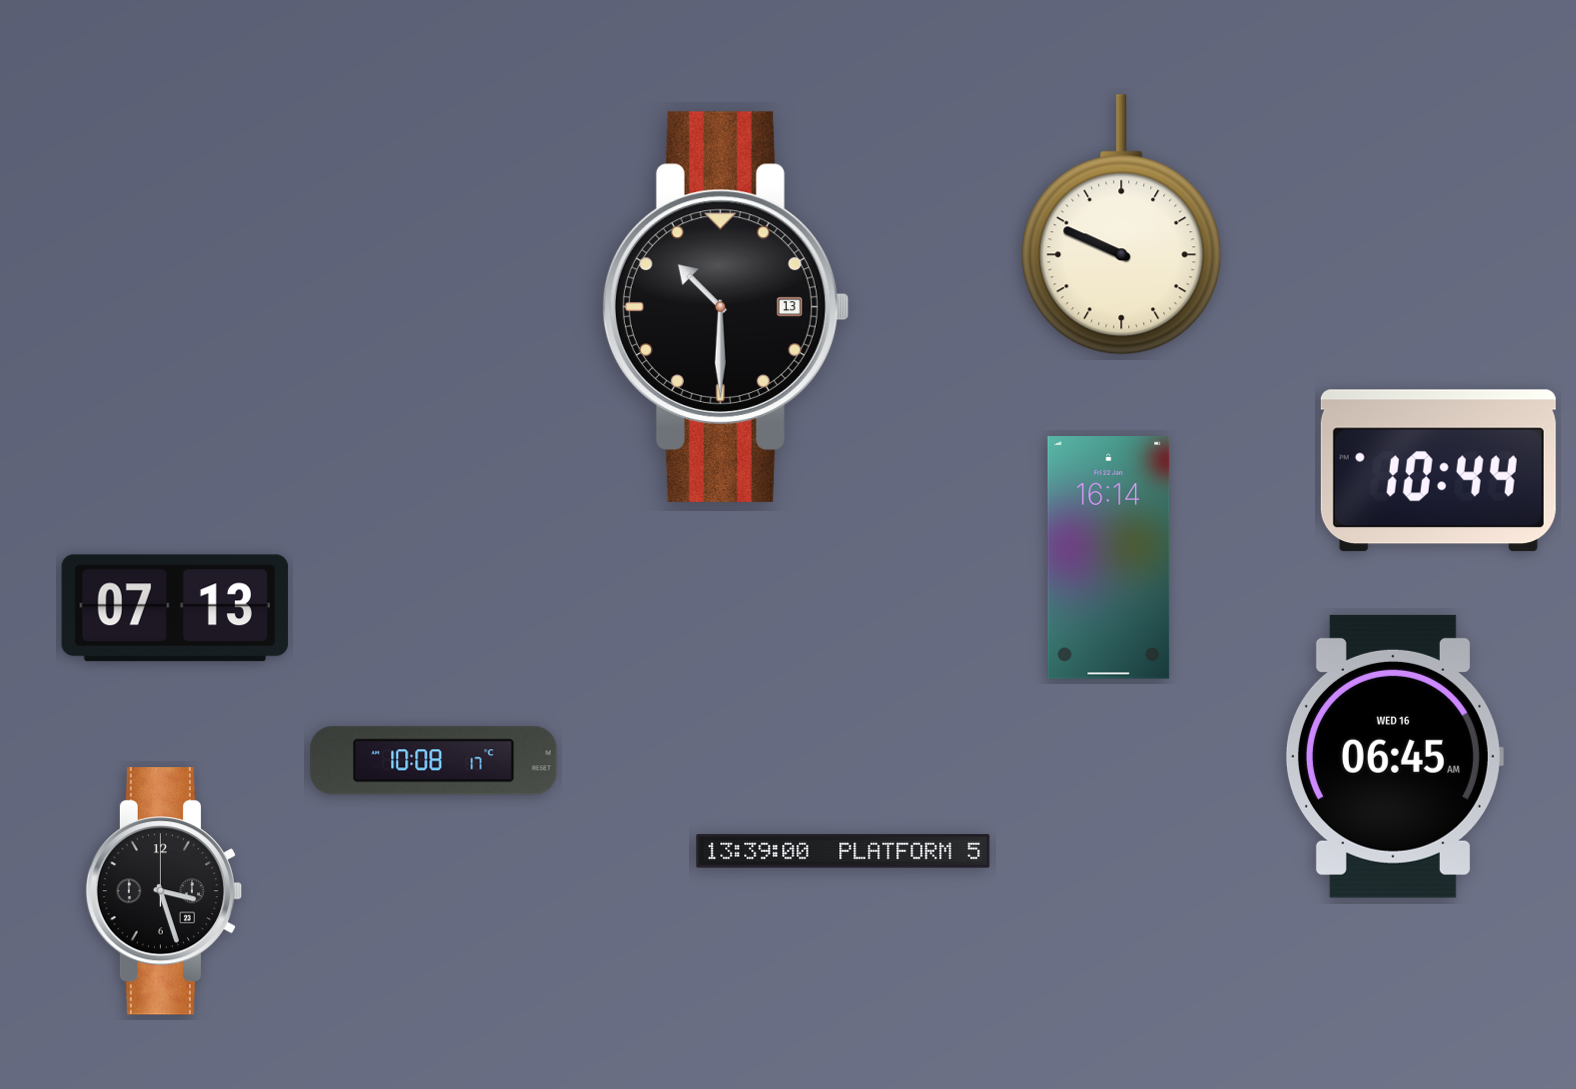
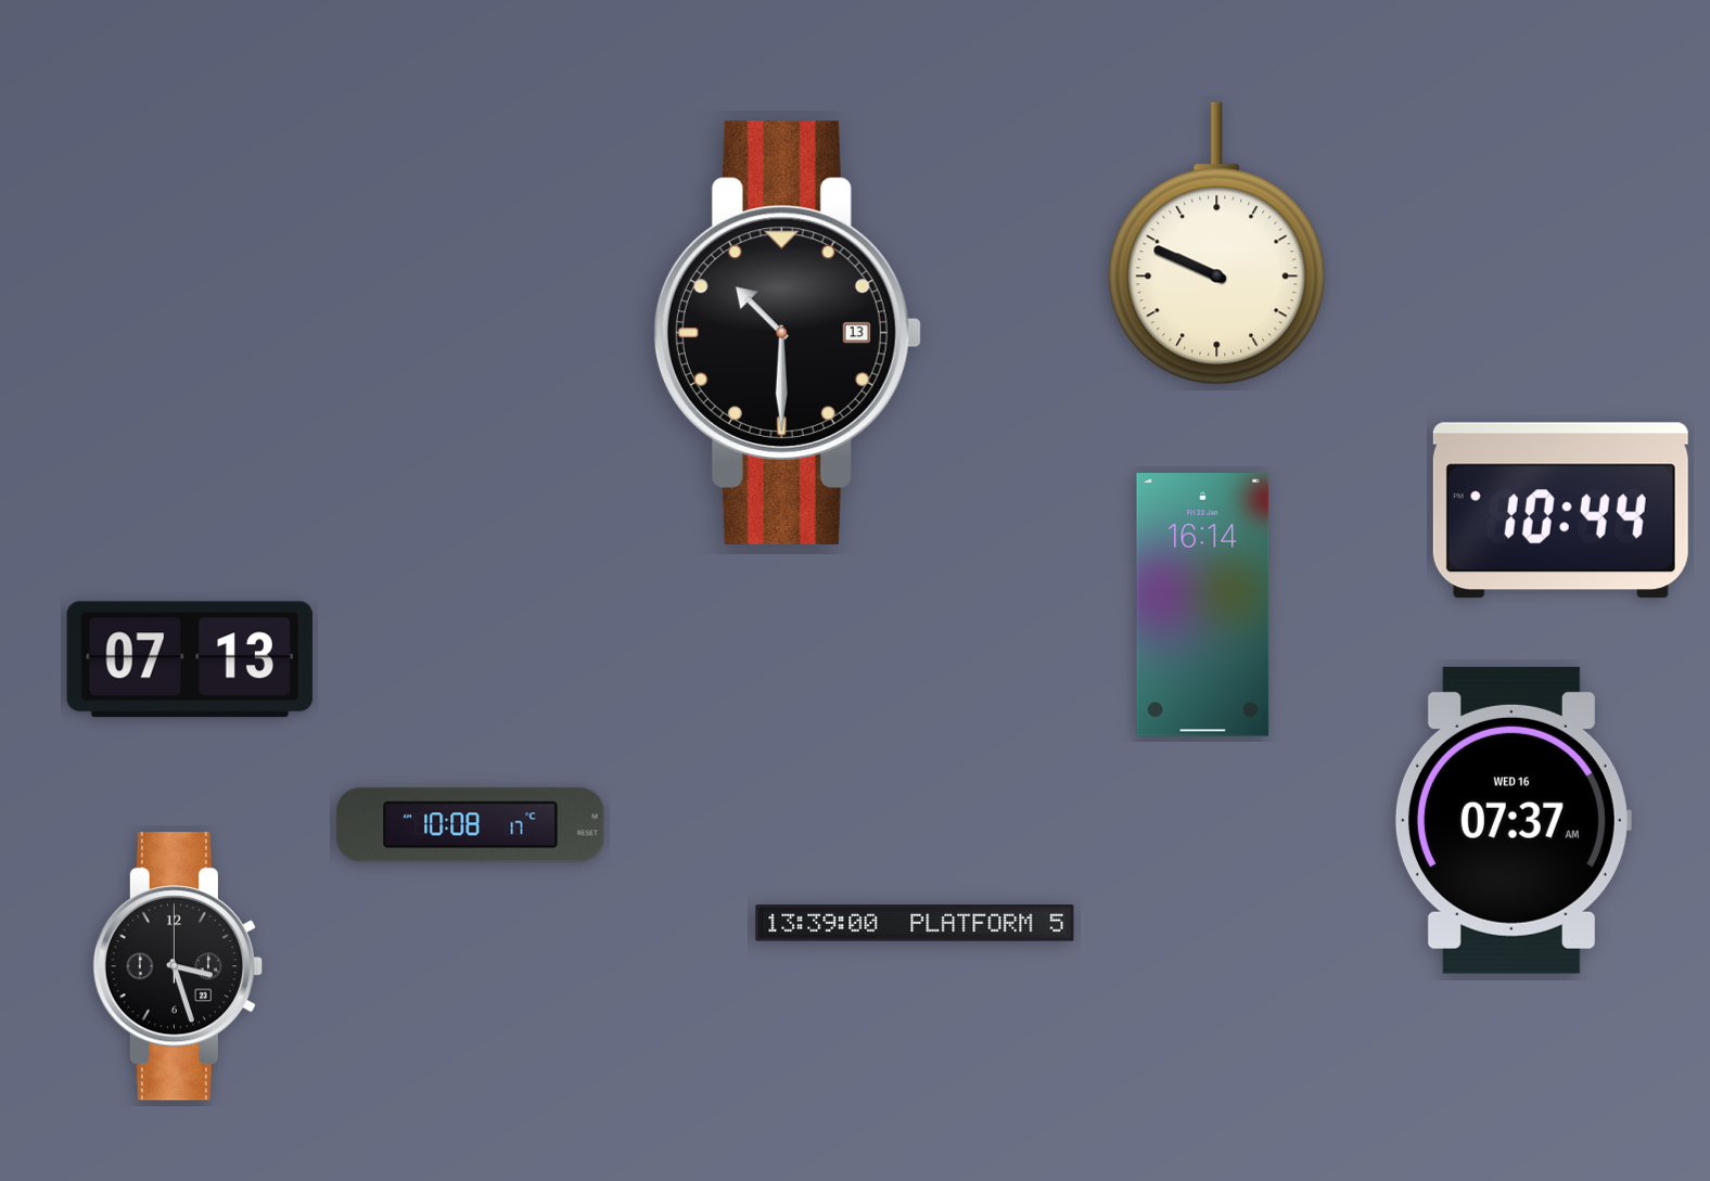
clock at (1394, 756): 06:45 -> 07:37
